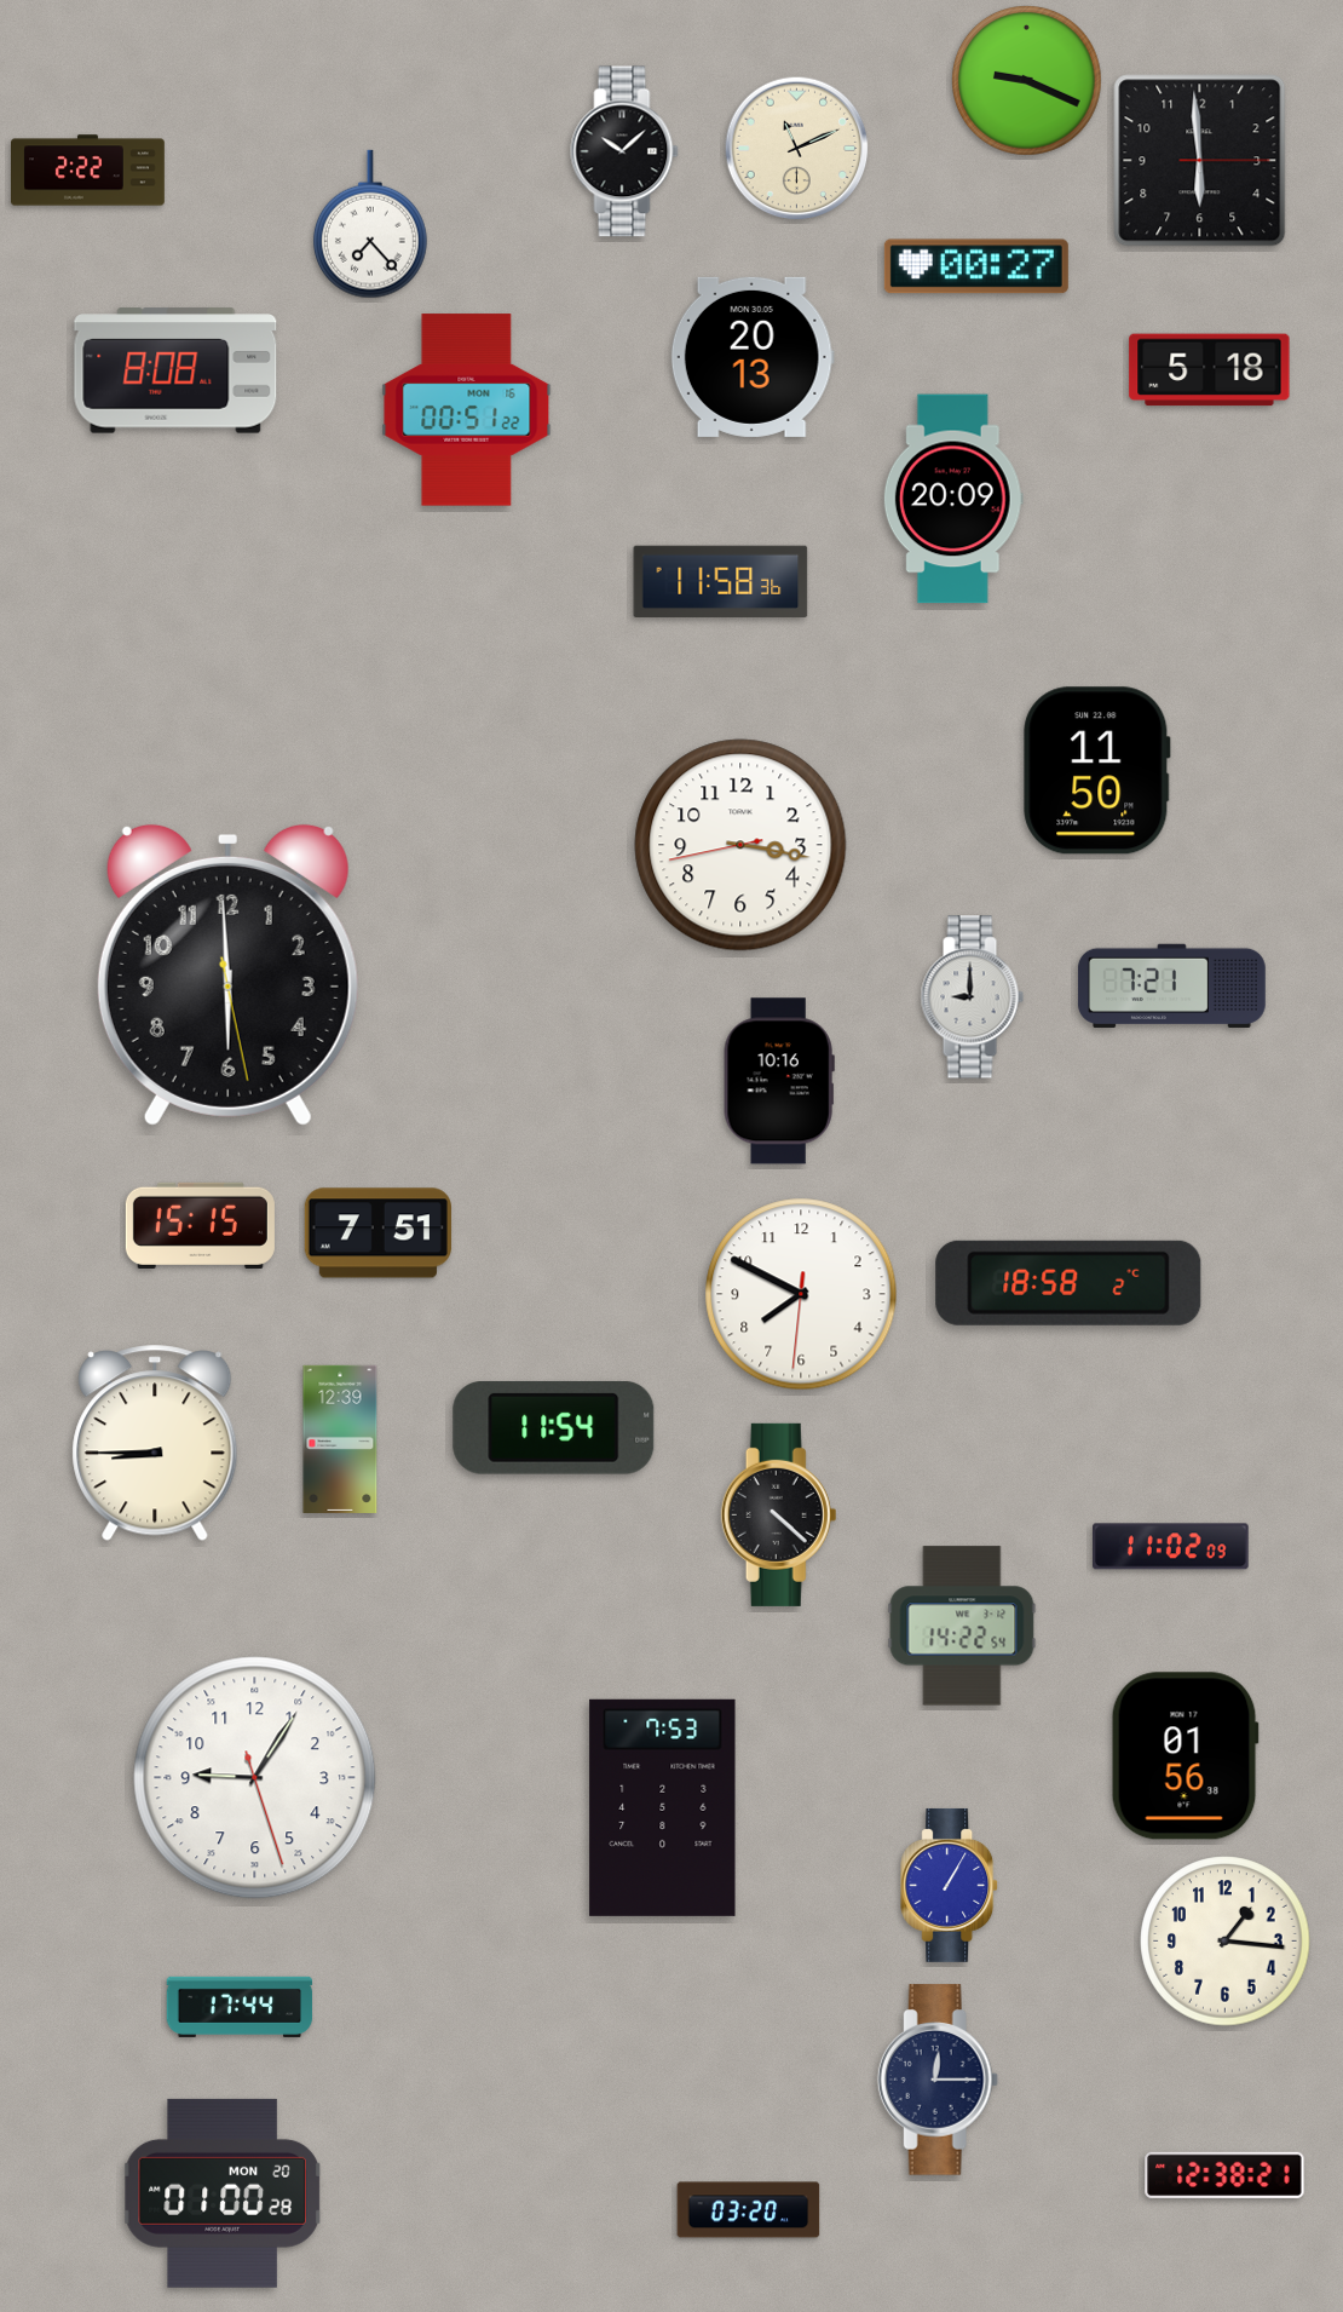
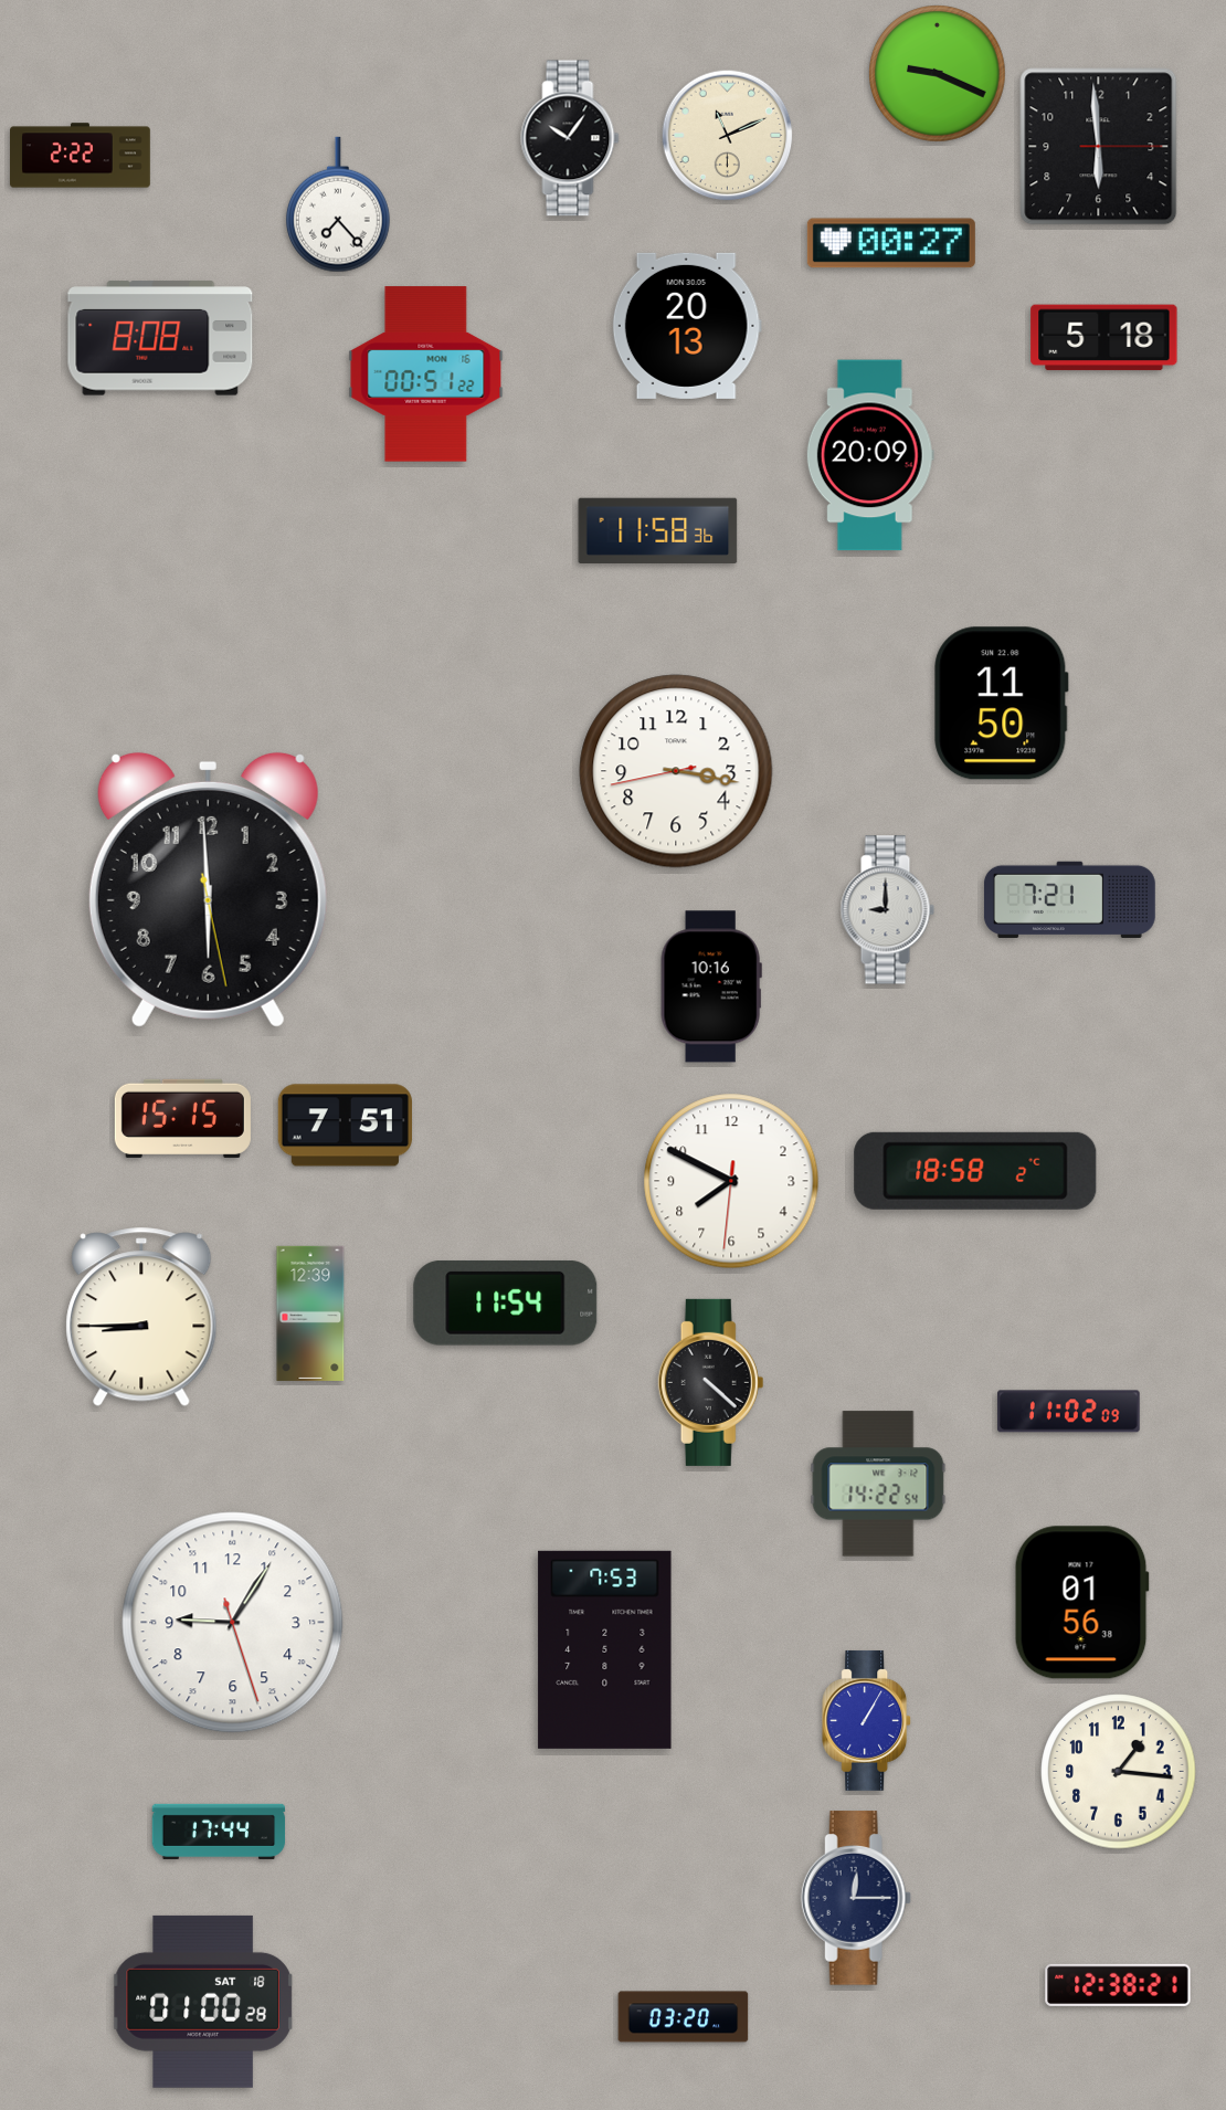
clock at (624, 151): 10:08 -> 10:06
clock at (1200, 161) position: (1200, 161) -> (1099, 147)
clock at (223, 2193) date: MON 20 -> SAT 18
